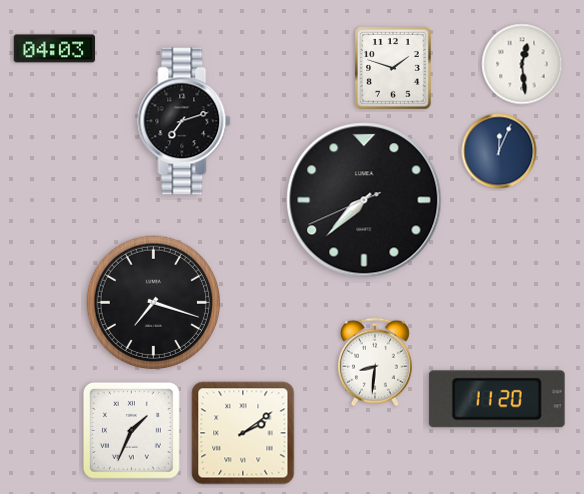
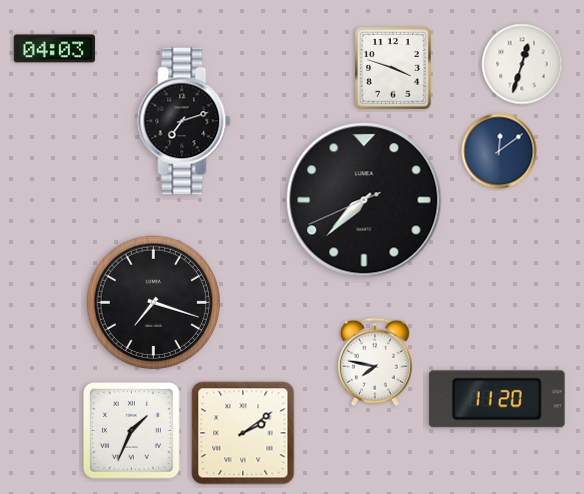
clock at (522, 64): 12:29 -> 12:33
clock at (393, 68): 1:48 -> 3:48
clock at (499, 151): 12:04 -> 12:09
clock at (375, 362): 8:31 -> 7:47
